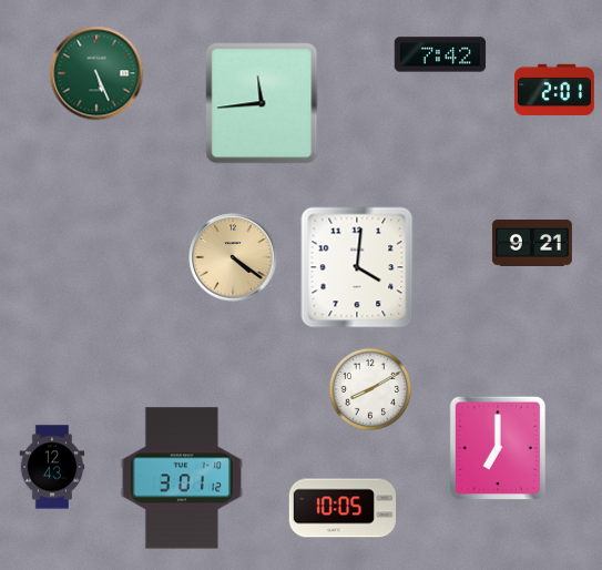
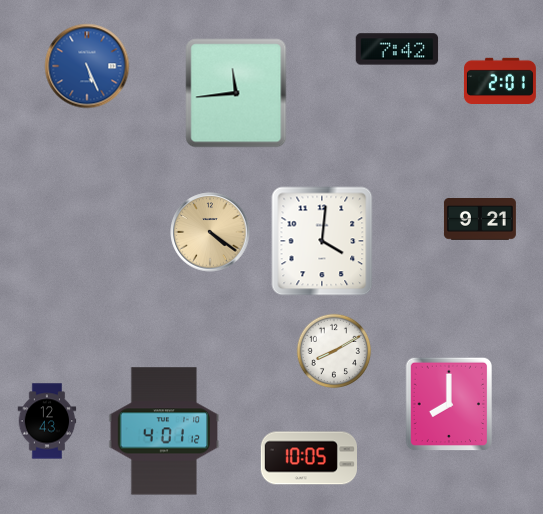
clock at (96, 73) dial: green -> blue
clock at (497, 448): 7:00 -> 8:00
clock at (182, 478): 3:01 -> 4:01
